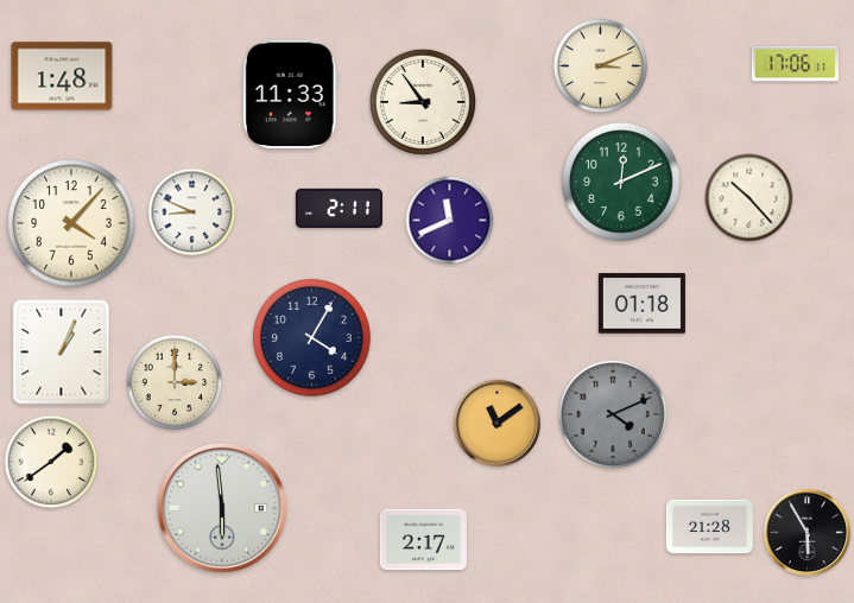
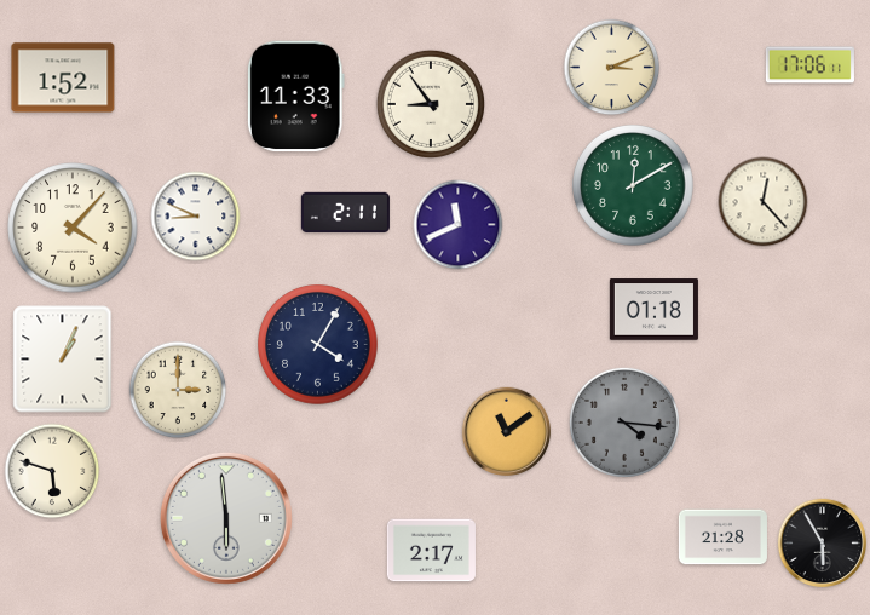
clock at (62, 76): 1:48 -> 1:52
clock at (621, 182): 12:11 -> 12:10
clock at (749, 198): 10:23 -> 12:23
clock at (613, 414): 4:11 -> 4:16
clock at (51, 462): 1:39 -> 5:48
